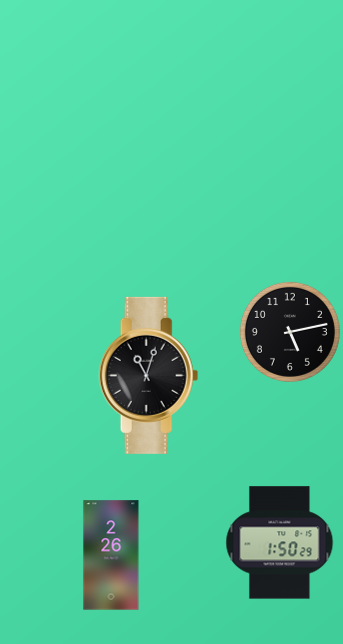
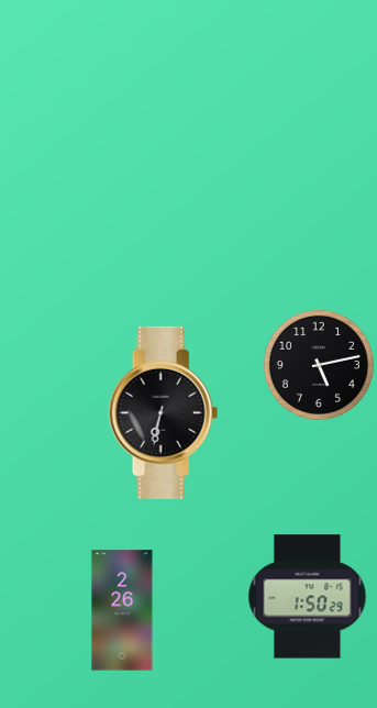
clock at (149, 375): 11:03 -> 6:32
